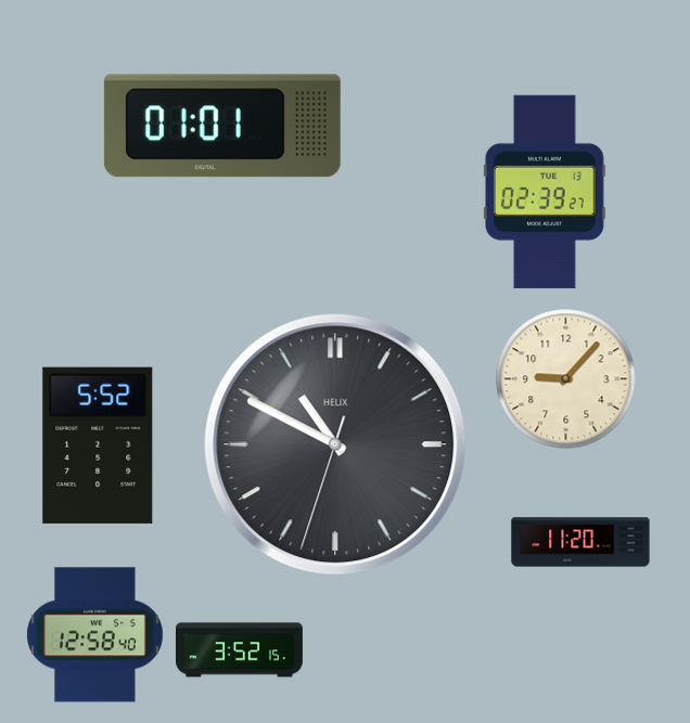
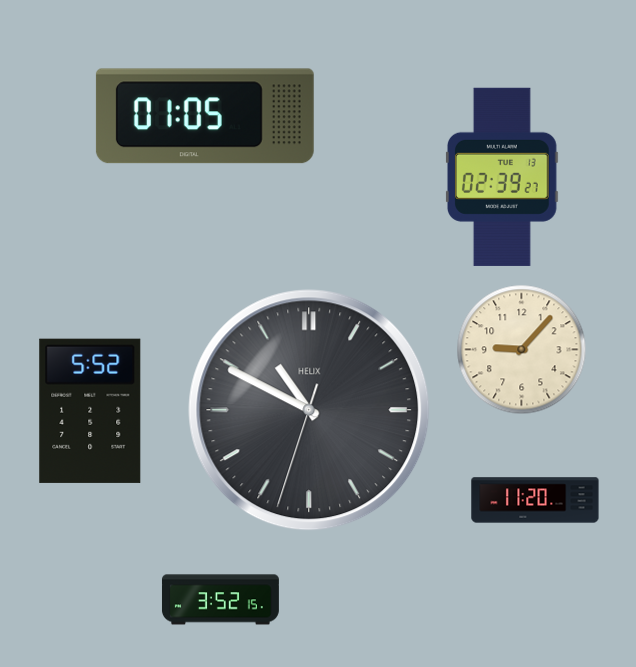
clock at (222, 126): 01:01 -> 01:05
clock at (95, 635): 12:58 -> none
